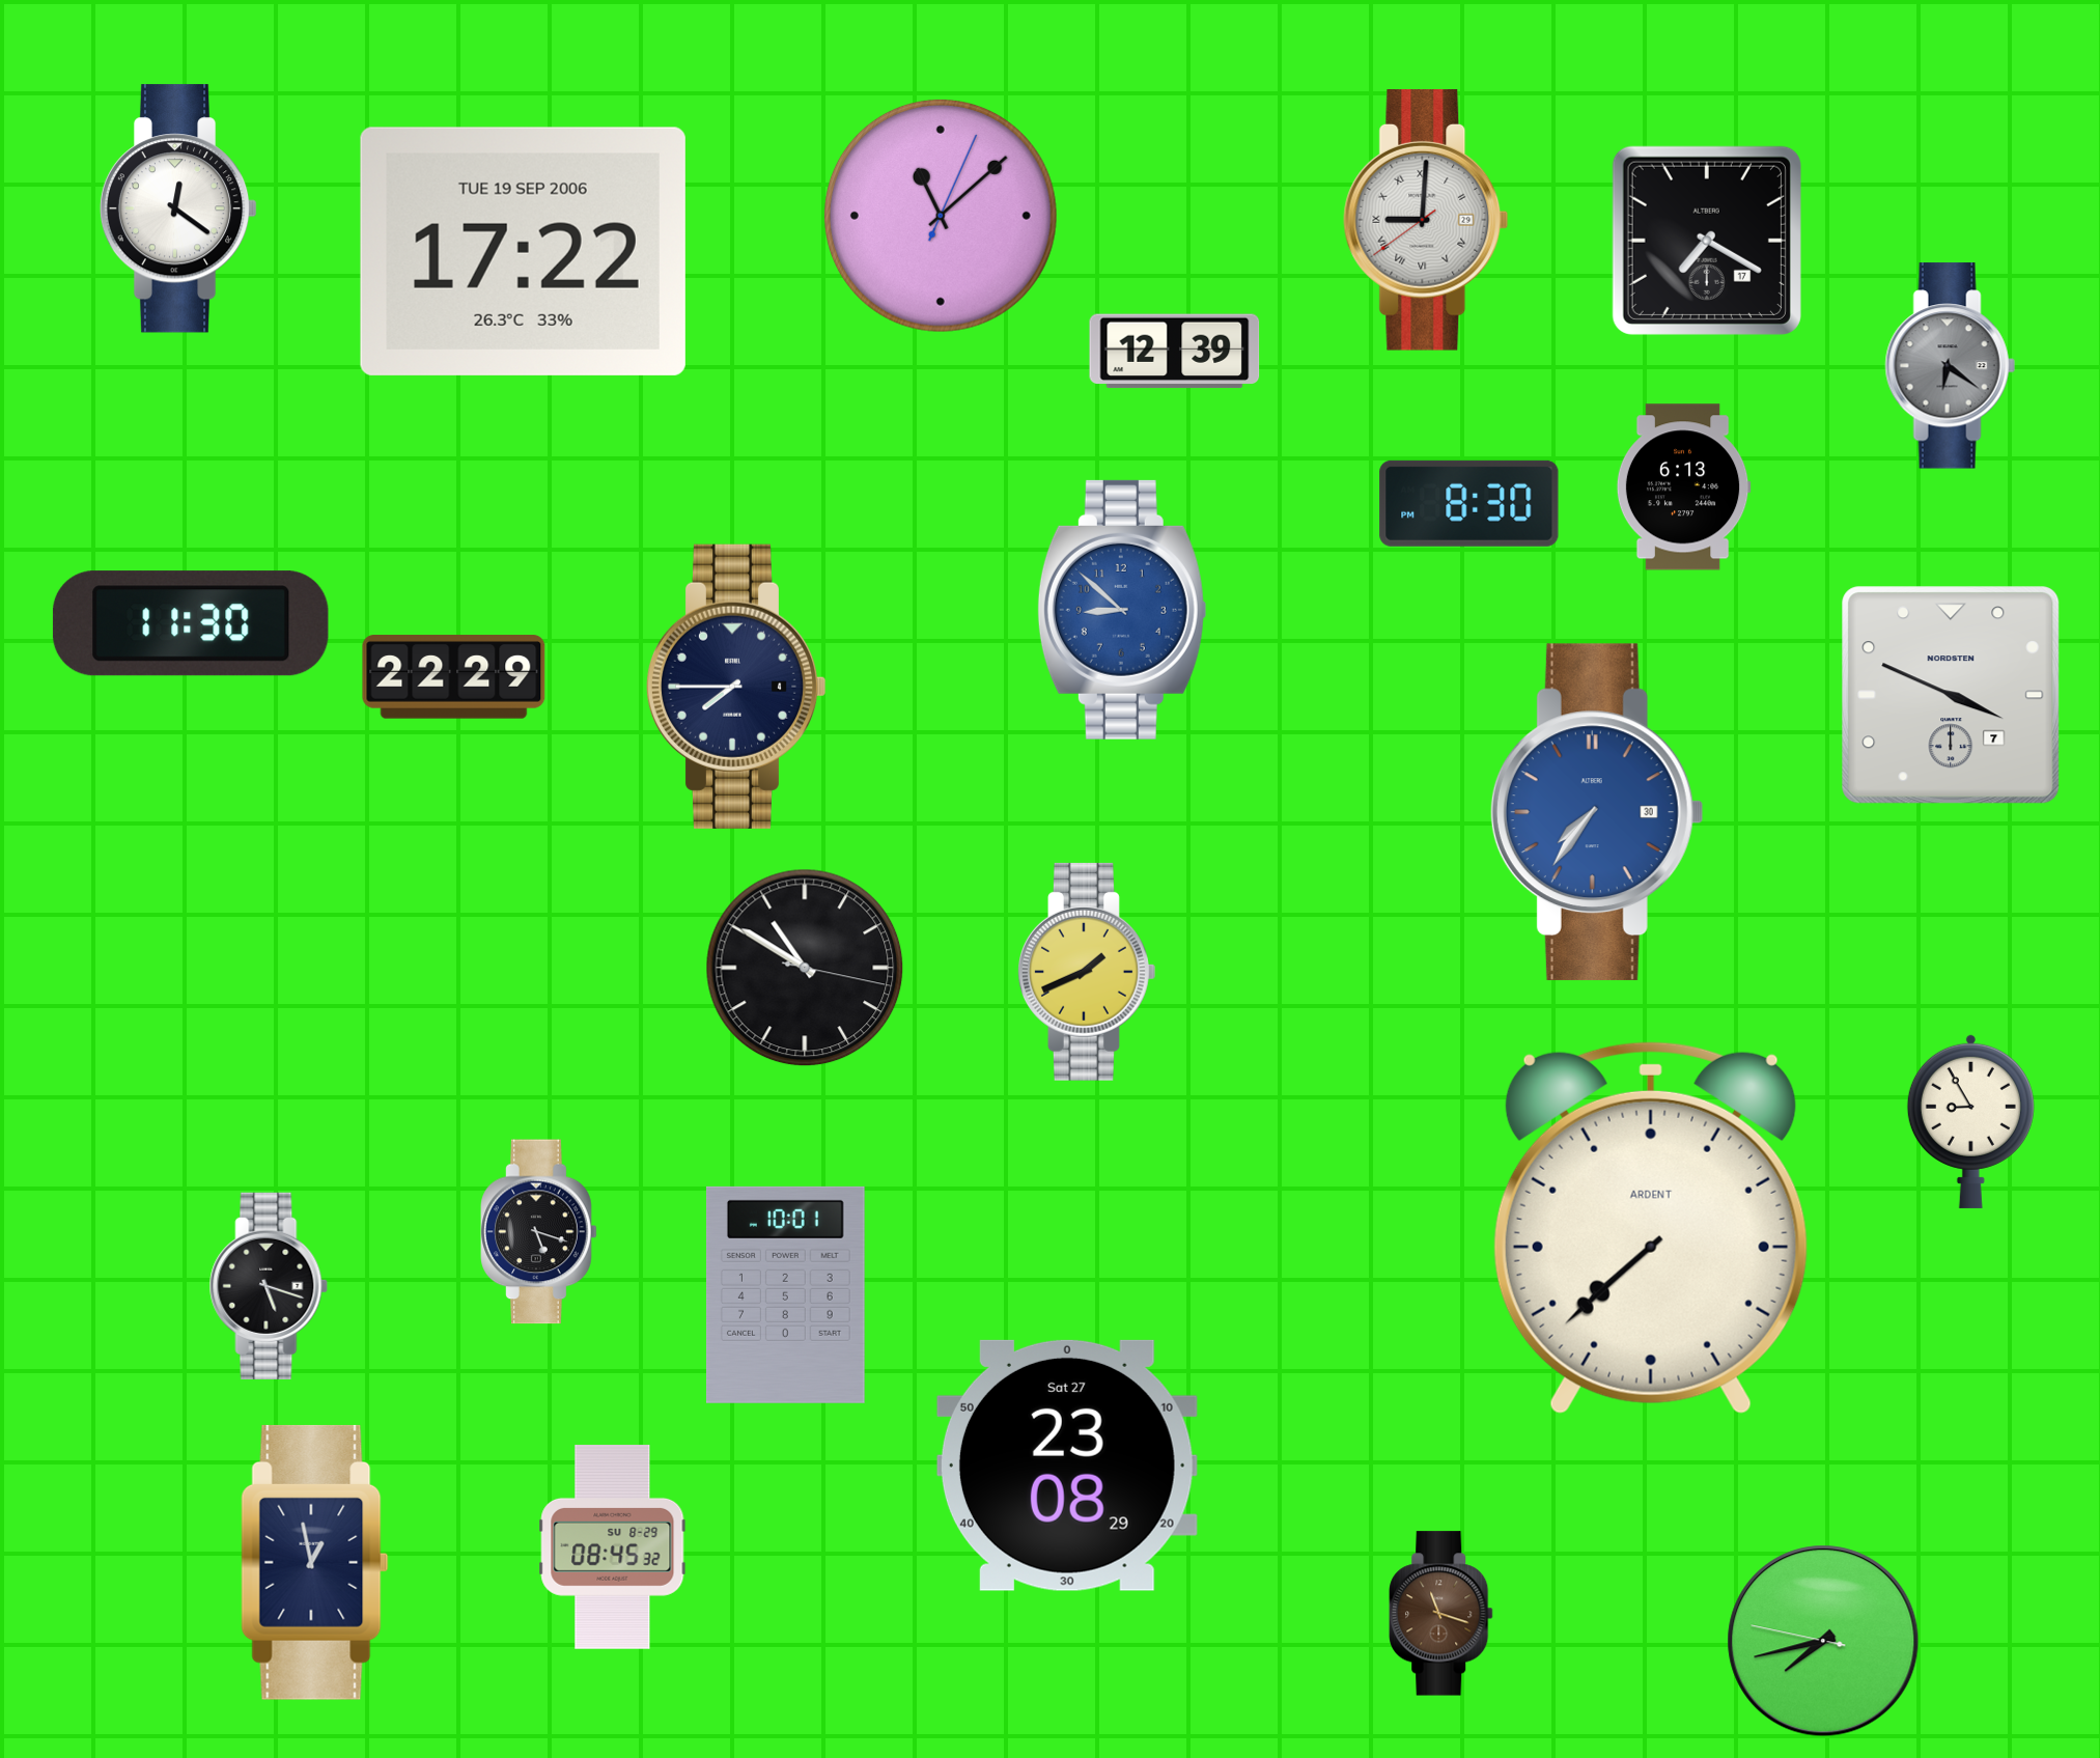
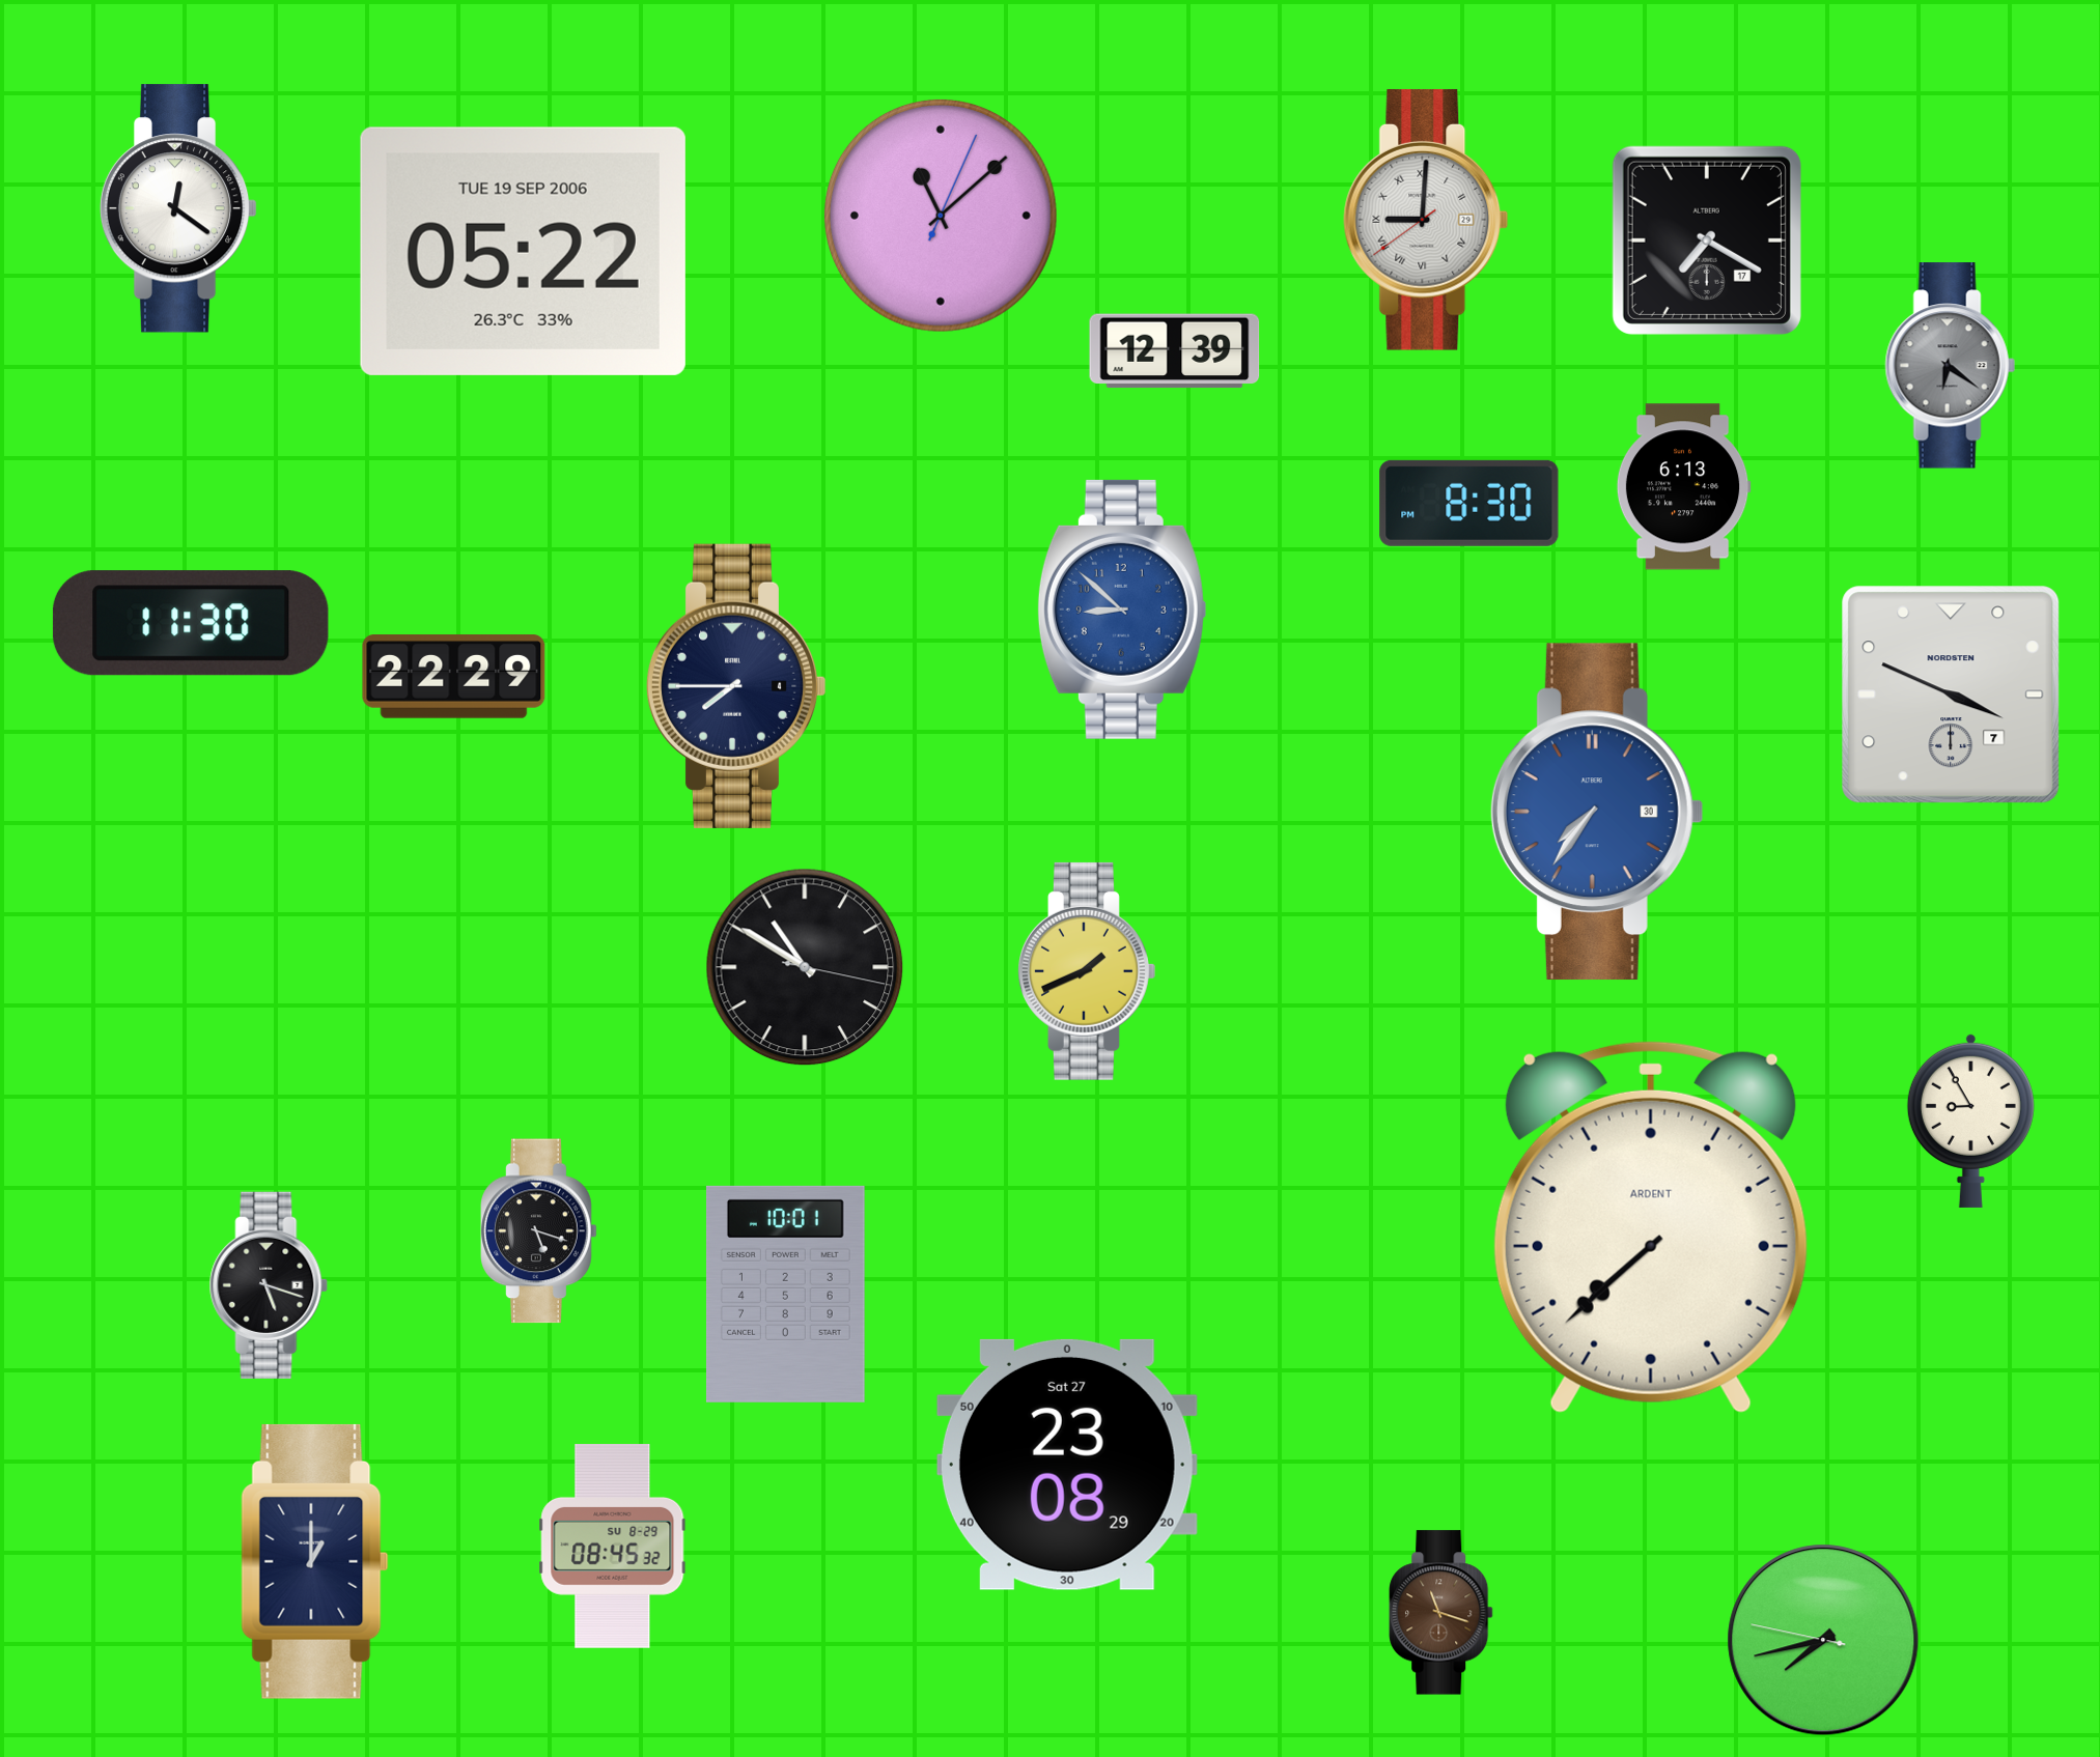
clock at (523, 251): 17:22 -> 05:22
clock at (315, 1562): 12:58 -> 1:00
